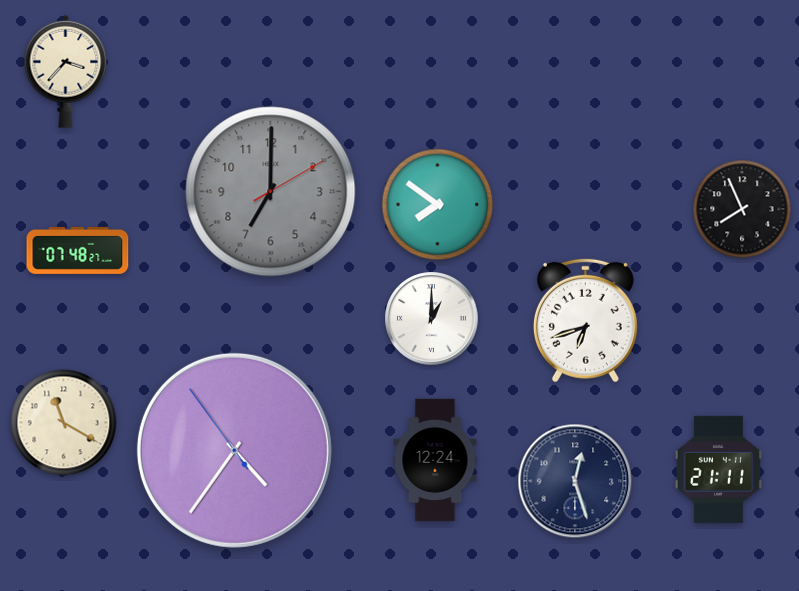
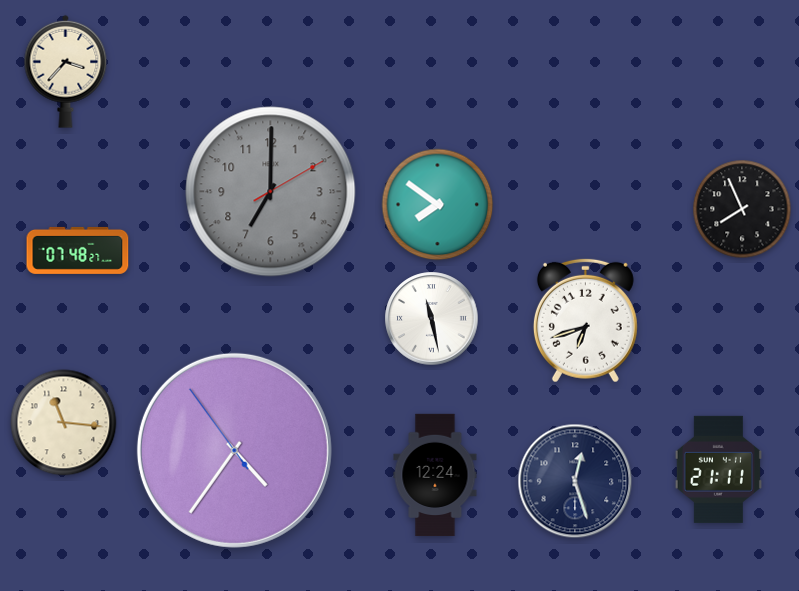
clock at (432, 319): 1:00 -> 11:28
clock at (64, 423): 11:20 -> 11:16
clock at (435, 460) position: (435, 460) -> (435, 475)
